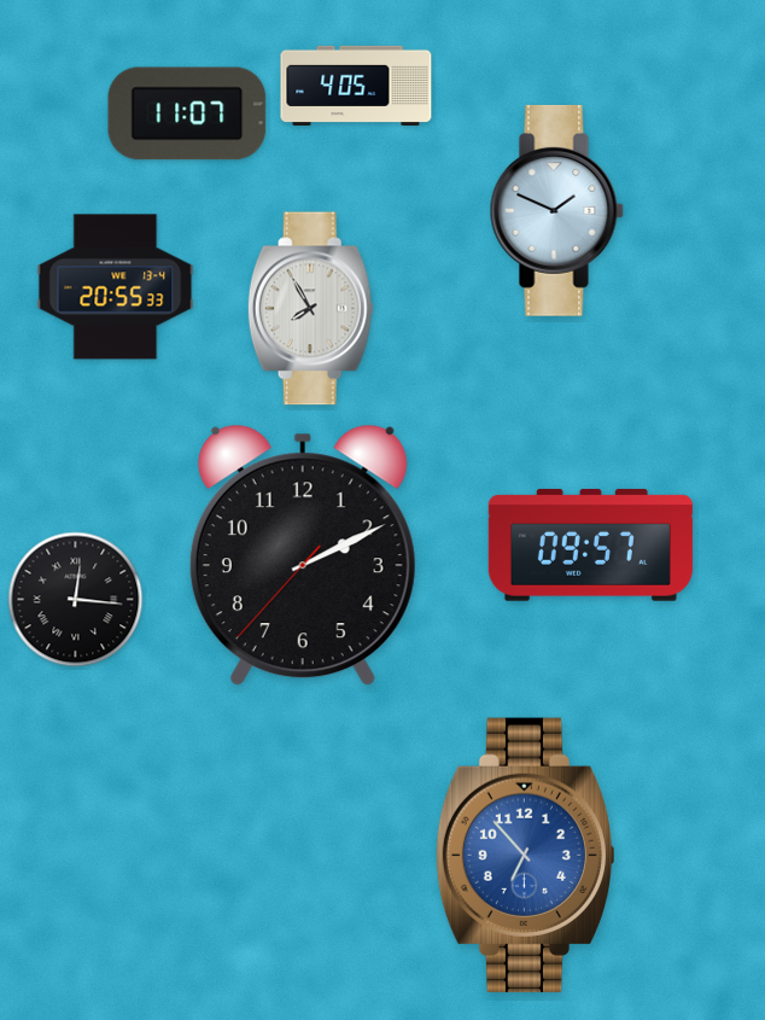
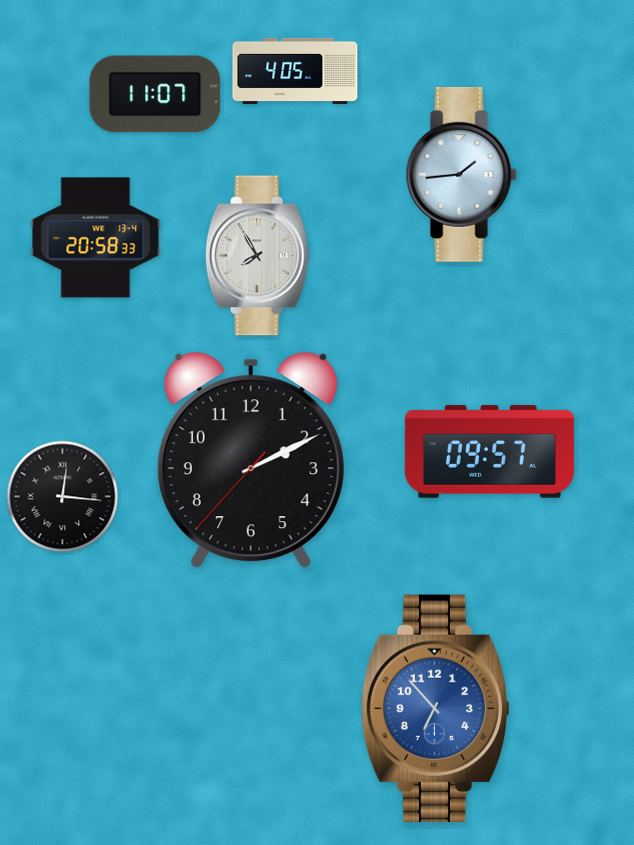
clock at (556, 210): 1:49 -> 1:44
clock at (116, 287): 20:55 -> 20:58
